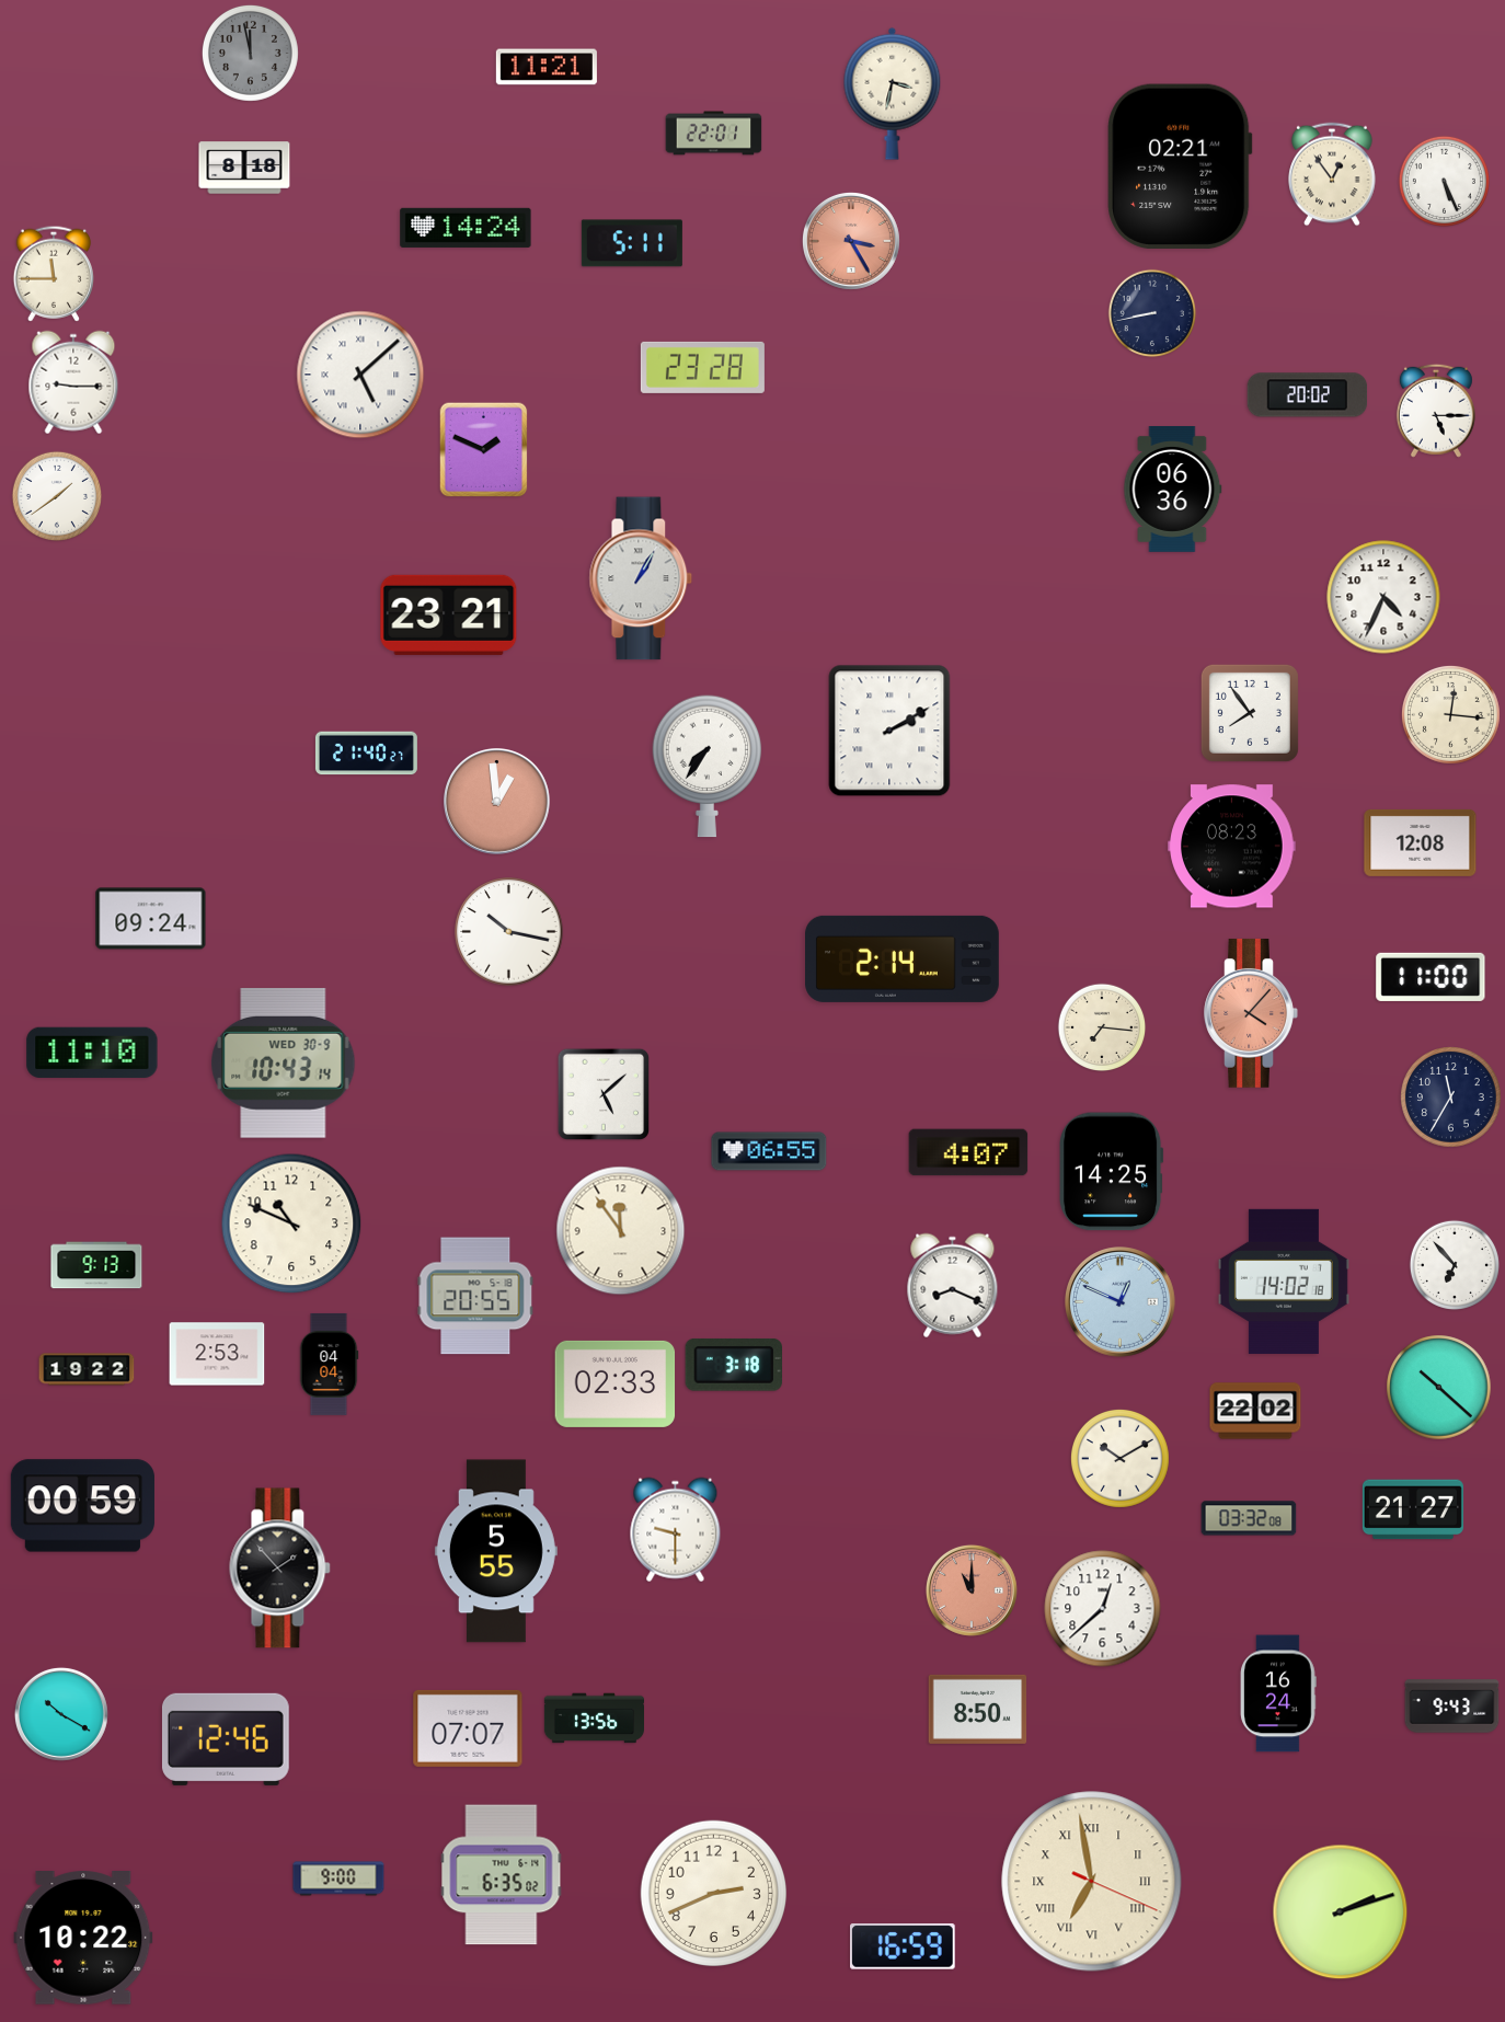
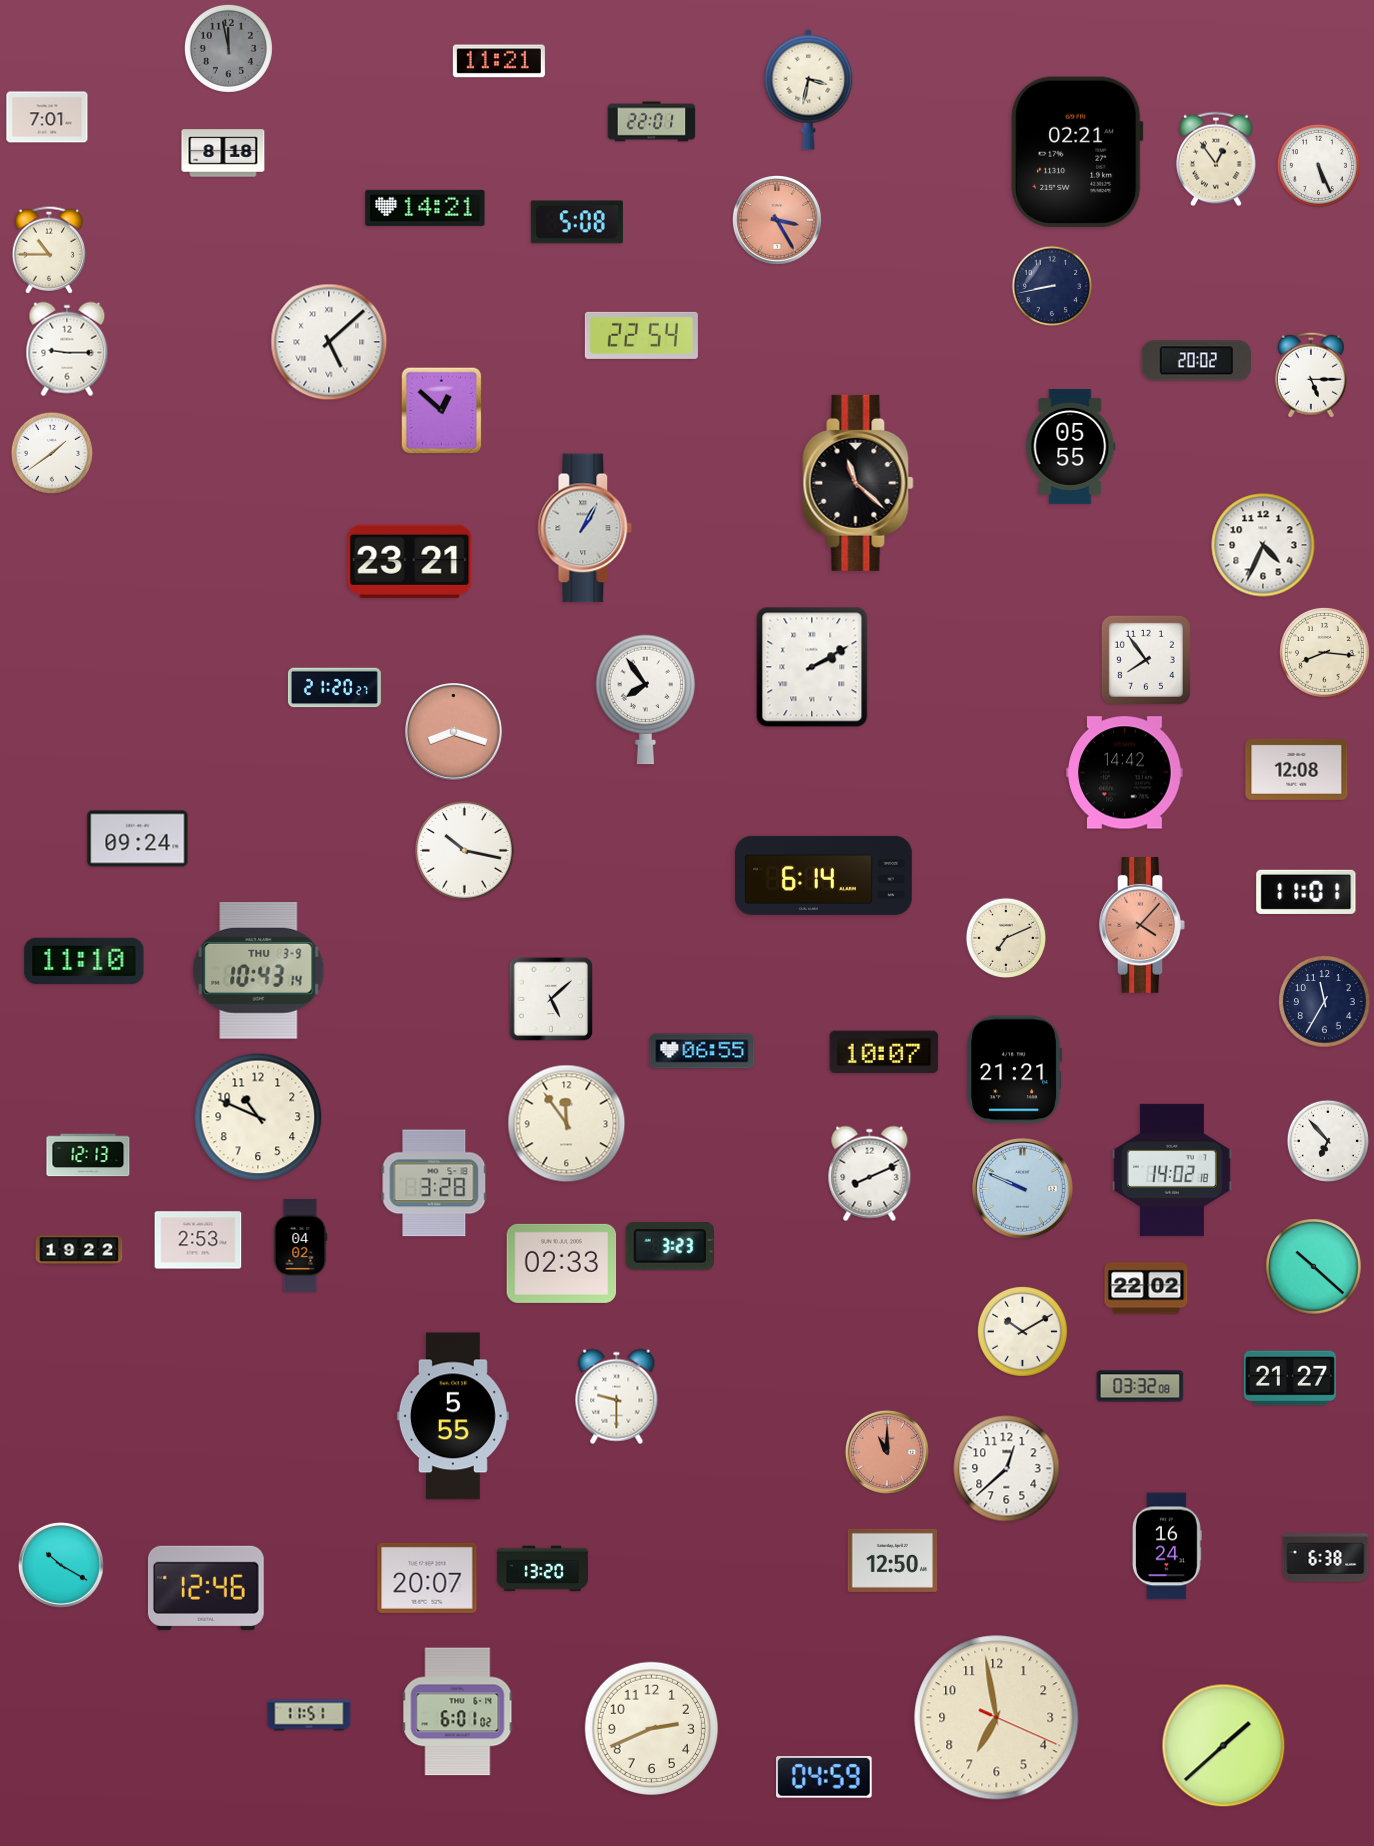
clock at (893, 93) position: (893, 93) -> (809, 89)
clock at (47, 117): none -> 7:01
clock at (466, 228): 14:24 -> 14:21
clock at (632, 243): 5:11 -> 5:08
clock at (54, 274): 11:45 -> 10:45
clock at (702, 367): 23:28 -> 22:54
clock at (1308, 395) position: (1308, 395) -> (1197, 361)
clock at (484, 450): 1:49 -> 12:52
clock at (1173, 490): 06:36 -> 05:55
clock at (858, 483): none -> 11:22
clock at (1250, 713) position: (1250, 713) -> (1146, 660)
clock at (1450, 714): 12:16 -> 8:16
clock at (366, 754): 21:40 -> 21:20
clock at (708, 767): 7:36 -> 7:54
clock at (497, 802): 12:59 -> 8:18
clock at (1232, 847): 08:23 -> 14:42
clock at (903, 958): 2:14 -> 6:14
clock at (1431, 977): 11:00 -> 11:01
clock at (1102, 1027): 7:16 -> 7:11
clock at (284, 1062) date: WED 30-9 -> THU 3-9
clock at (968, 1152): 4:07 -> 10:07
clock at (1111, 1172): 14:25 -> 21:21
clock at (291, 1223) position: (291, 1223) -> (258, 1117)
clock at (1454, 1264) position: (1454, 1264) -> (1327, 1140)
clock at (96, 1265): 9:13 -> 12:13
clock at (953, 1286): 8:19 -> 8:11
clock at (475, 1296): 20:55 -> 3:28
clock at (1121, 1302): 12:49 -> 9:49
clock at (217, 1354) position: (217, 1354) -> (198, 1240)
clock at (329, 1364): 04:04 -> 04:02
clock at (734, 1365): 3:18 -> 3:23
clock at (82, 1506): 00:59 -> none
clock at (280, 1569): 1:53 -> none
clock at (1452, 1707): 9:43 -> 6:38
clock at (978, 1709): 8:50 -> 12:50
clock at (61, 1714) position: (61, 1714) -> (61, 1565)
clock at (594, 1719): 13:56 -> 13:20
clock at (468, 1728): 07:07 -> 20:07
clock at (502, 1875): 6:35 -> 6:01
clock at (338, 1879): 9:00 -> 11:51
clock at (1092, 1882) numerals: Roman -> Arabic
clock at (1341, 1912): 2:12 -> 1:38
clock at (83, 1939): 10:22 -> none
clock at (904, 1946): 16:59 -> 04:59
